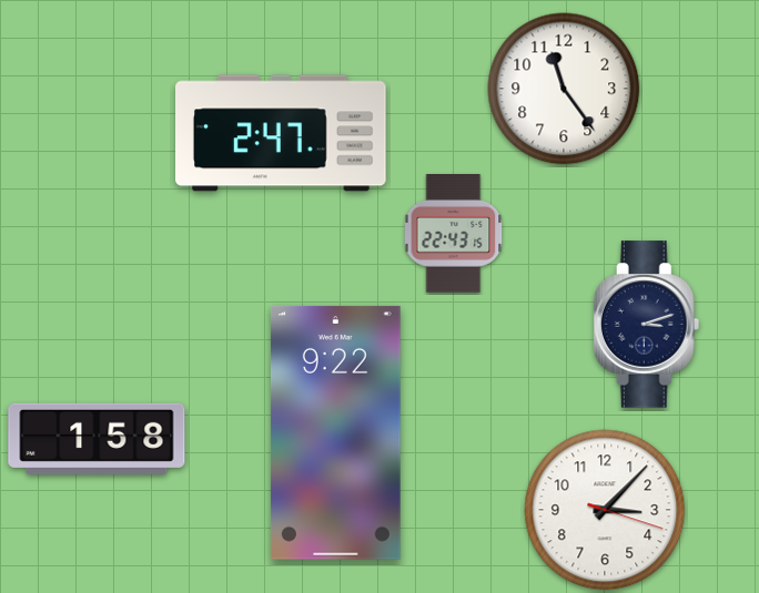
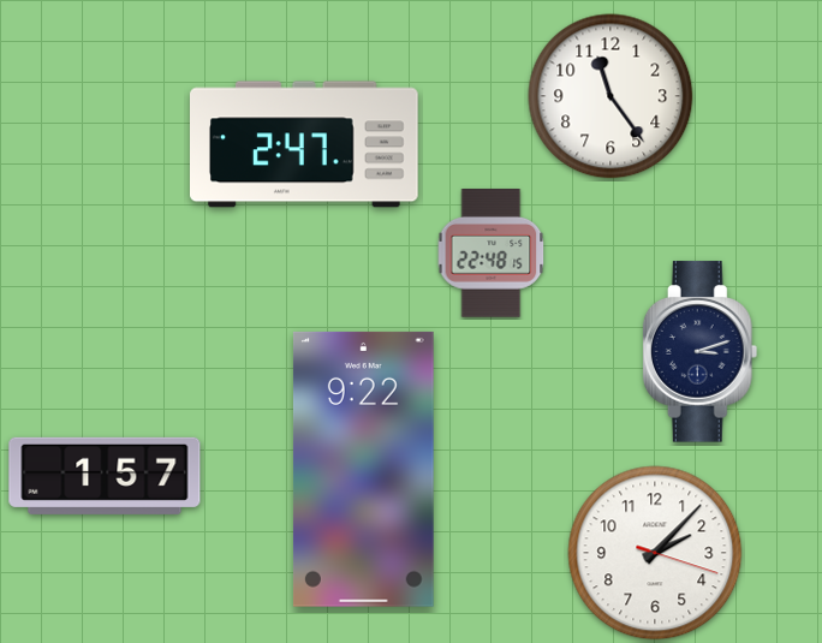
clock at (454, 234): 22:43 -> 22:48
clock at (97, 439): 1:58 -> 1:57
clock at (605, 510): 3:07 -> 2:07
